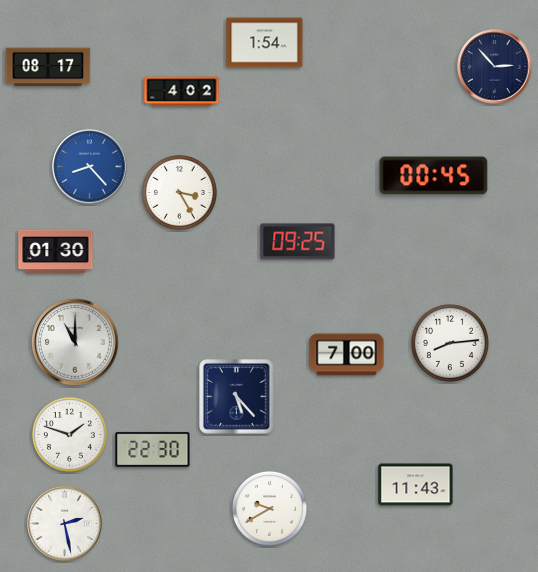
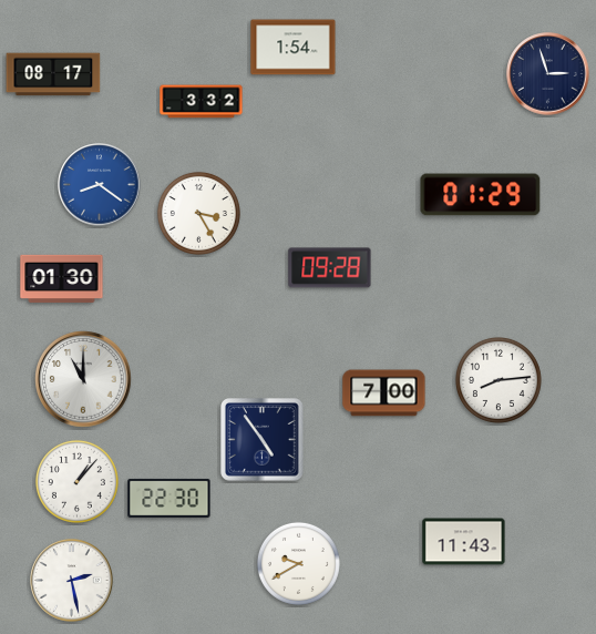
clock at (495, 67): 2:53 -> 2:57
clock at (182, 92): 4:02 -> 3:32
clock at (90, 167): 8:23 -> 8:21
clock at (434, 176): 00:45 -> 01:29
clock at (298, 242): 09:25 -> 09:28
clock at (237, 397): 5:23 -> 4:54
clock at (69, 434): 1:48 -> 1:07
clock at (416, 485) position: (416, 485) -> (464, 542)
